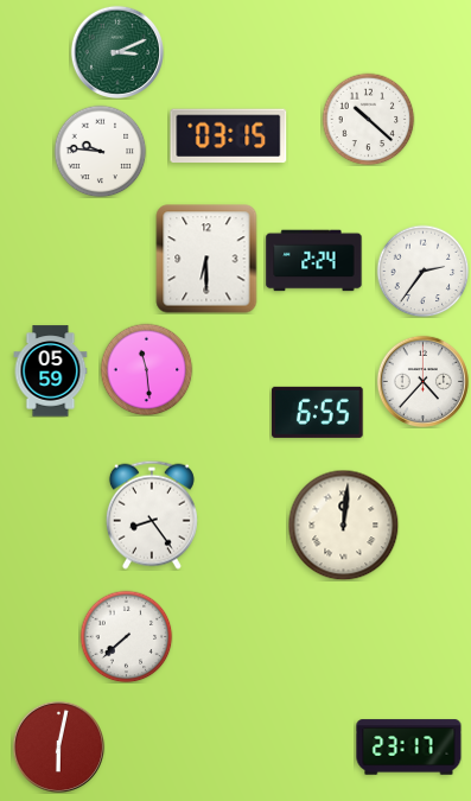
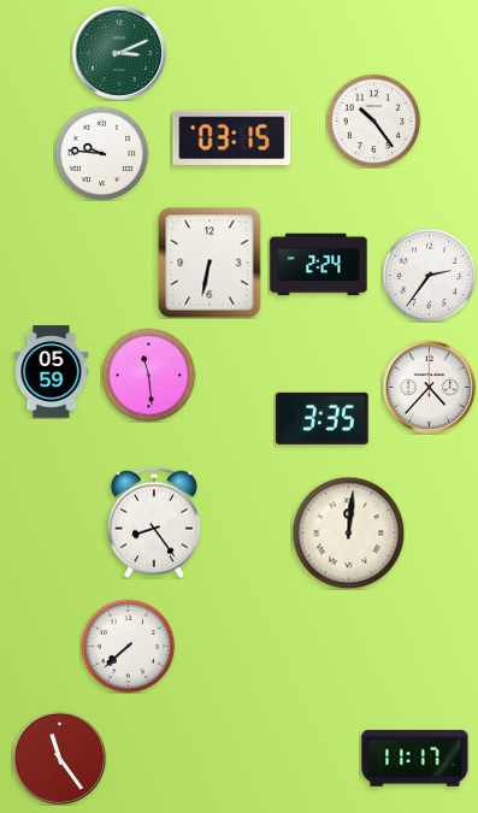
clock at (368, 119): 10:22 -> 10:24
clock at (206, 259): 6:30 -> 6:32
clock at (51, 371) position: (51, 371) -> (52, 372)
clock at (318, 412): 6:55 -> 3:35
clock at (58, 746): 6:02 -> 11:24
clock at (409, 748): 23:17 -> 11:17
